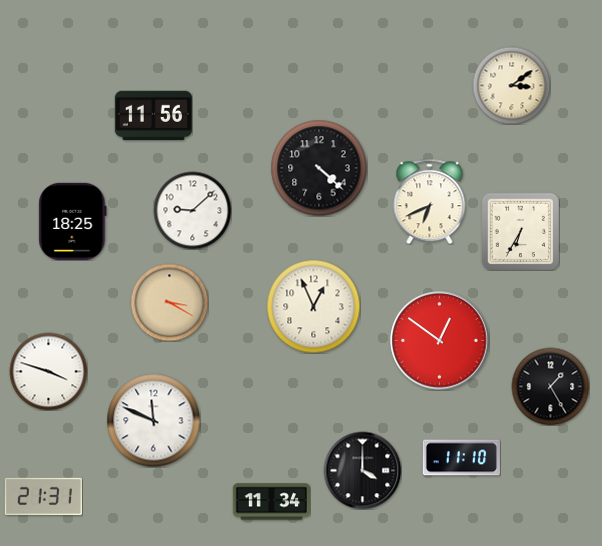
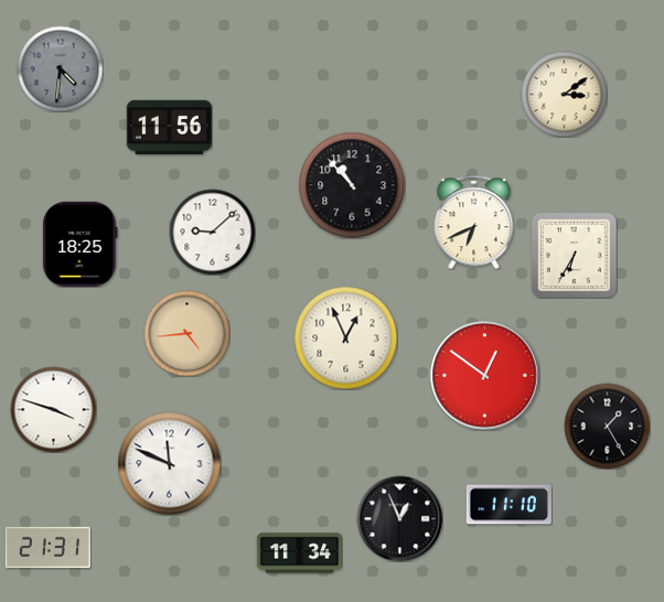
clock at (60, 68): none -> 4:31
clock at (319, 168): 4:22 -> 10:53
clock at (169, 302): 3:20 -> 4:44
clock at (362, 470): 4:00 -> 12:56
